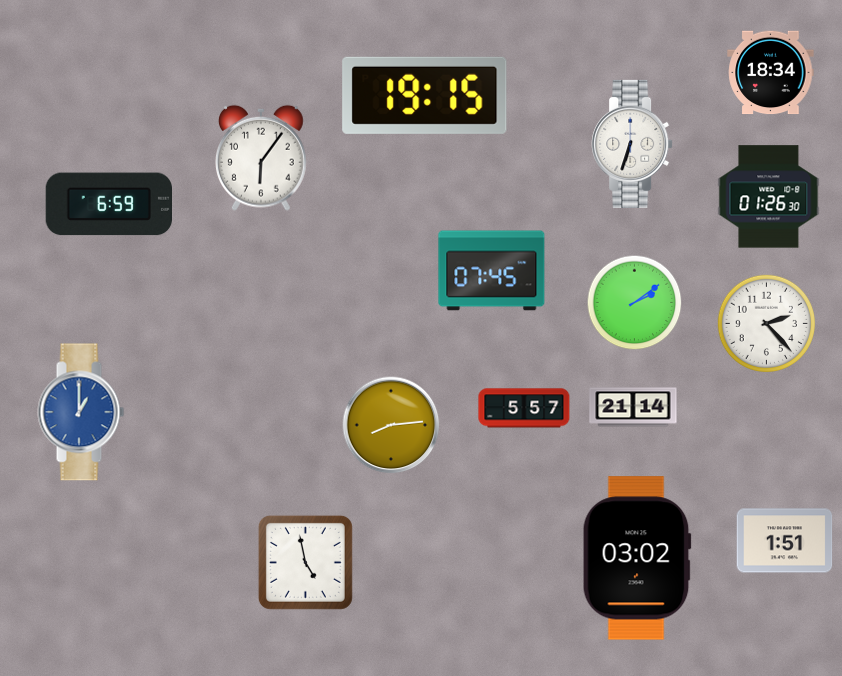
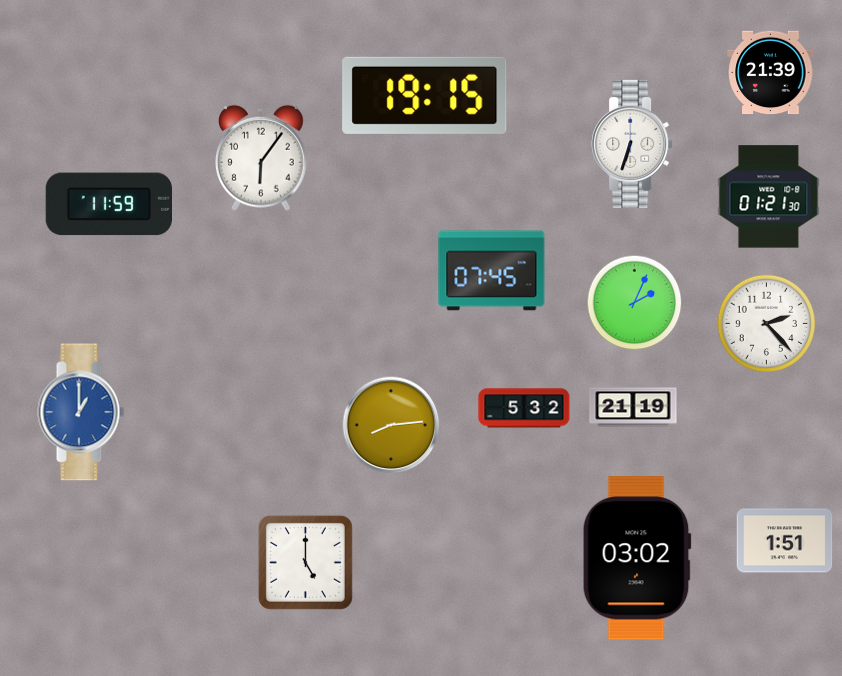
clock at (771, 73): 18:34 -> 21:39
clock at (769, 197): 01:26 -> 01:21
clock at (108, 204): 6:59 -> 11:59
clock at (635, 303): 2:09 -> 2:04
clock at (633, 407): 21:14 -> 21:19
clock at (524, 408): 5:57 -> 5:32
clock at (305, 562): 4:58 -> 5:00
